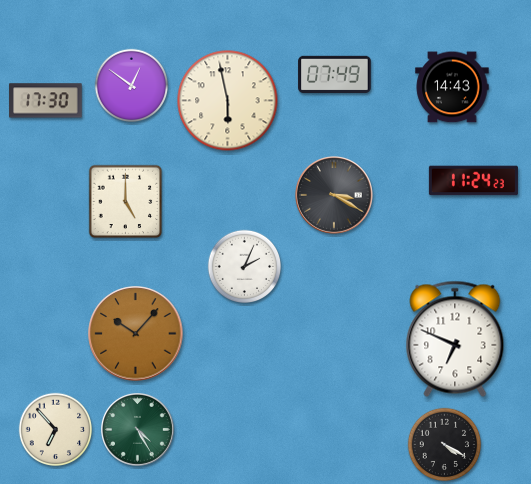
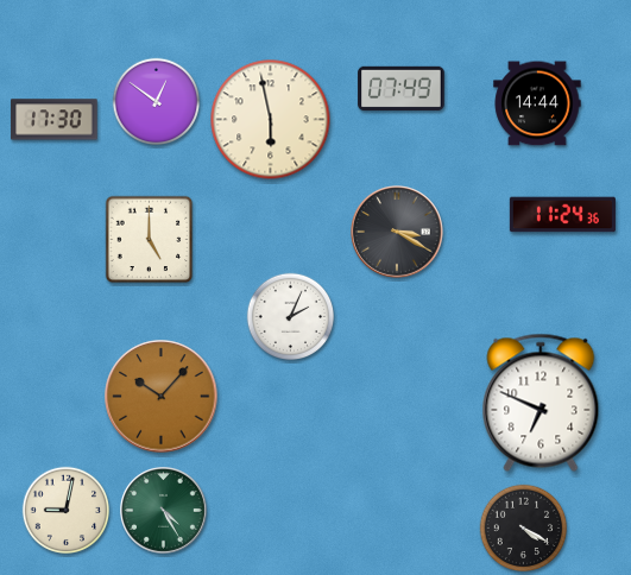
clock at (335, 75) position: (335, 75) -> (402, 89)
clock at (452, 87): 14:43 -> 14:44
clock at (473, 181): 11:24:23 -> 11:24:36
clock at (56, 430): 6:53 -> 9:02
clock at (445, 445) position: (445, 445) -> (524, 529)
